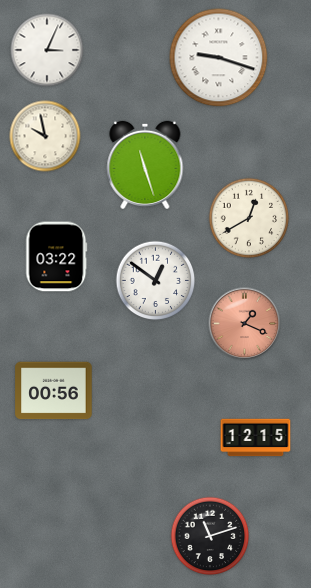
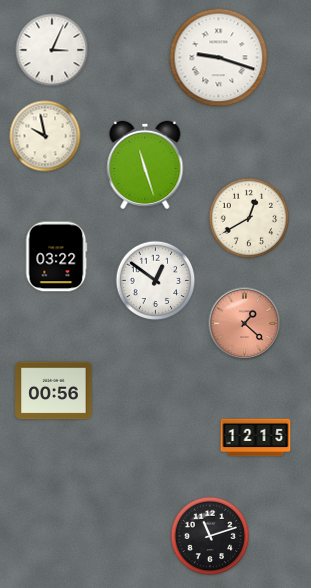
clock at (47, 50) position: (47, 50) -> (52, 50)
clock at (245, 324): 1:19 -> 1:22
